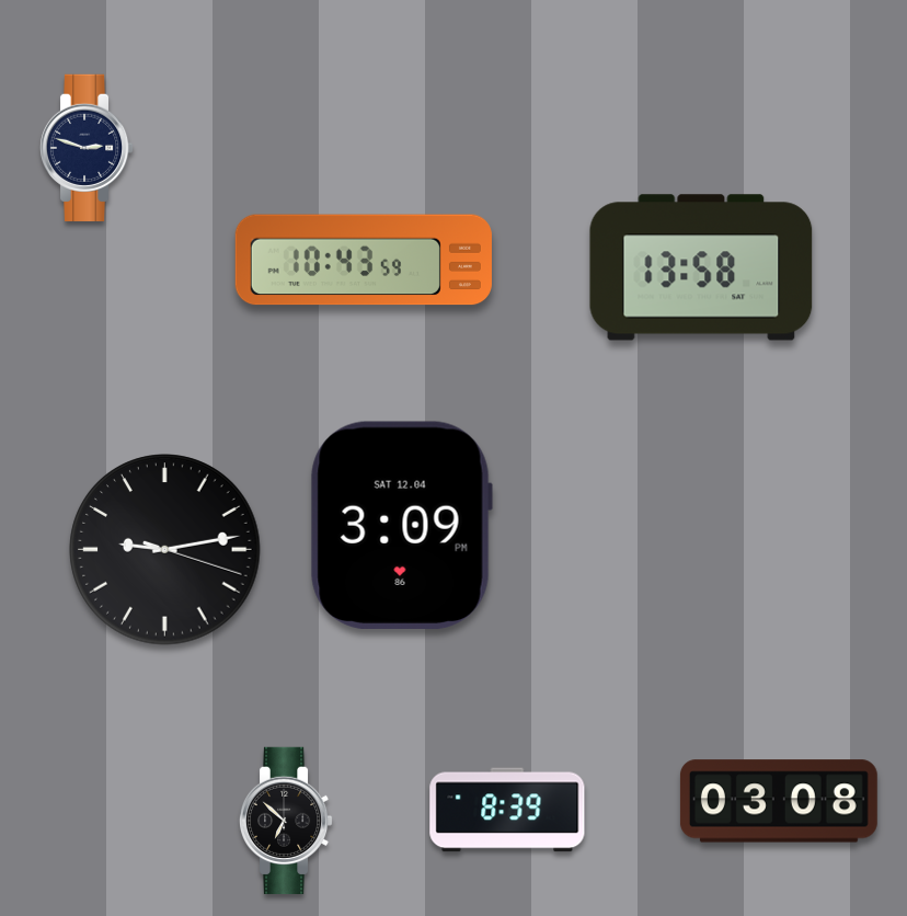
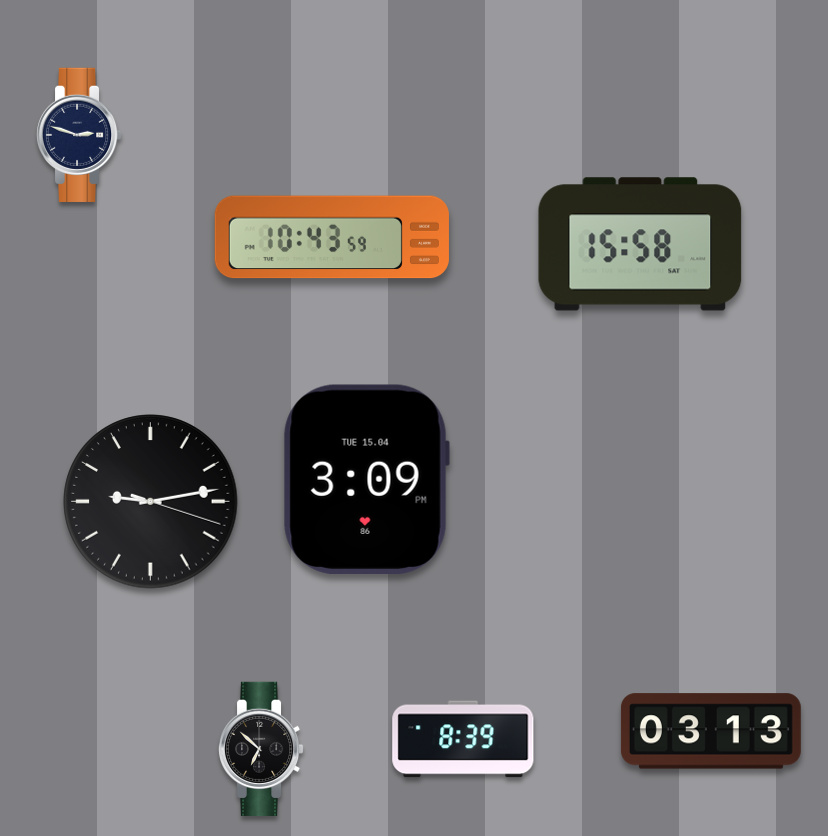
clock at (701, 267): 13:58 -> 15:58
clock at (401, 525) date: SAT 12.04 -> TUE 15.04
clock at (779, 801): 03:08 -> 03:13
